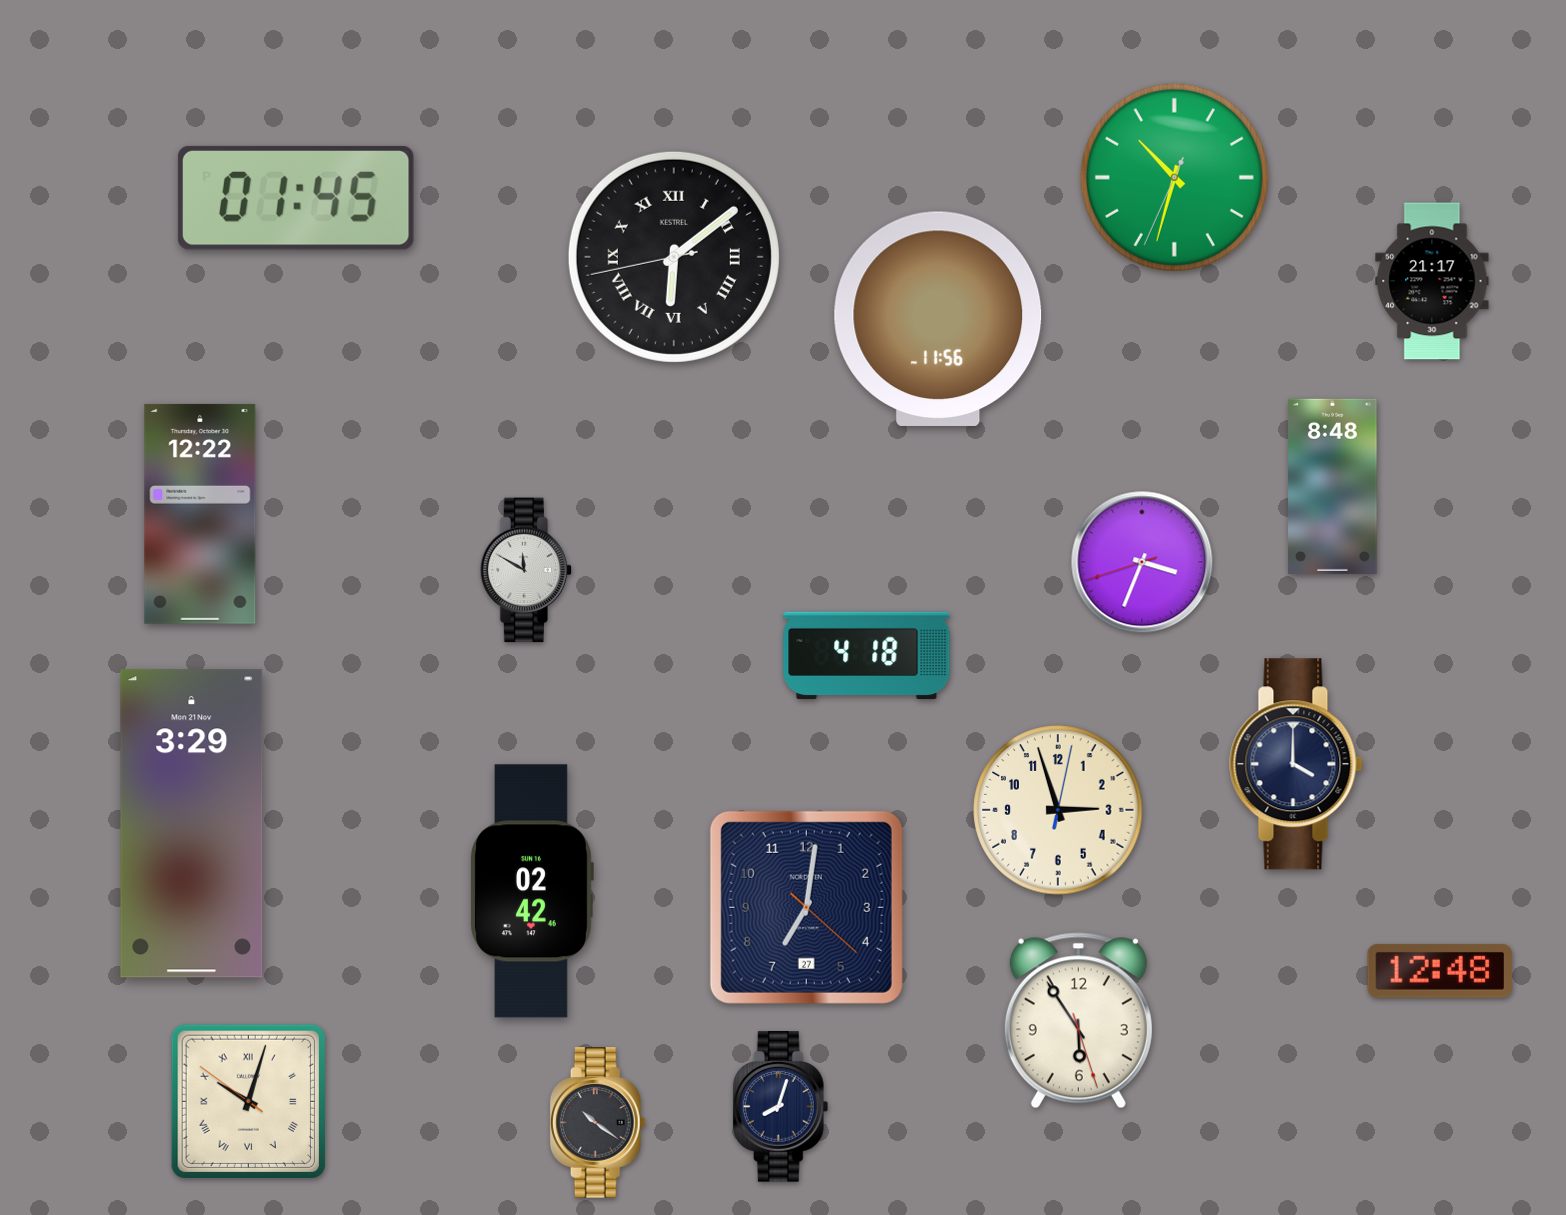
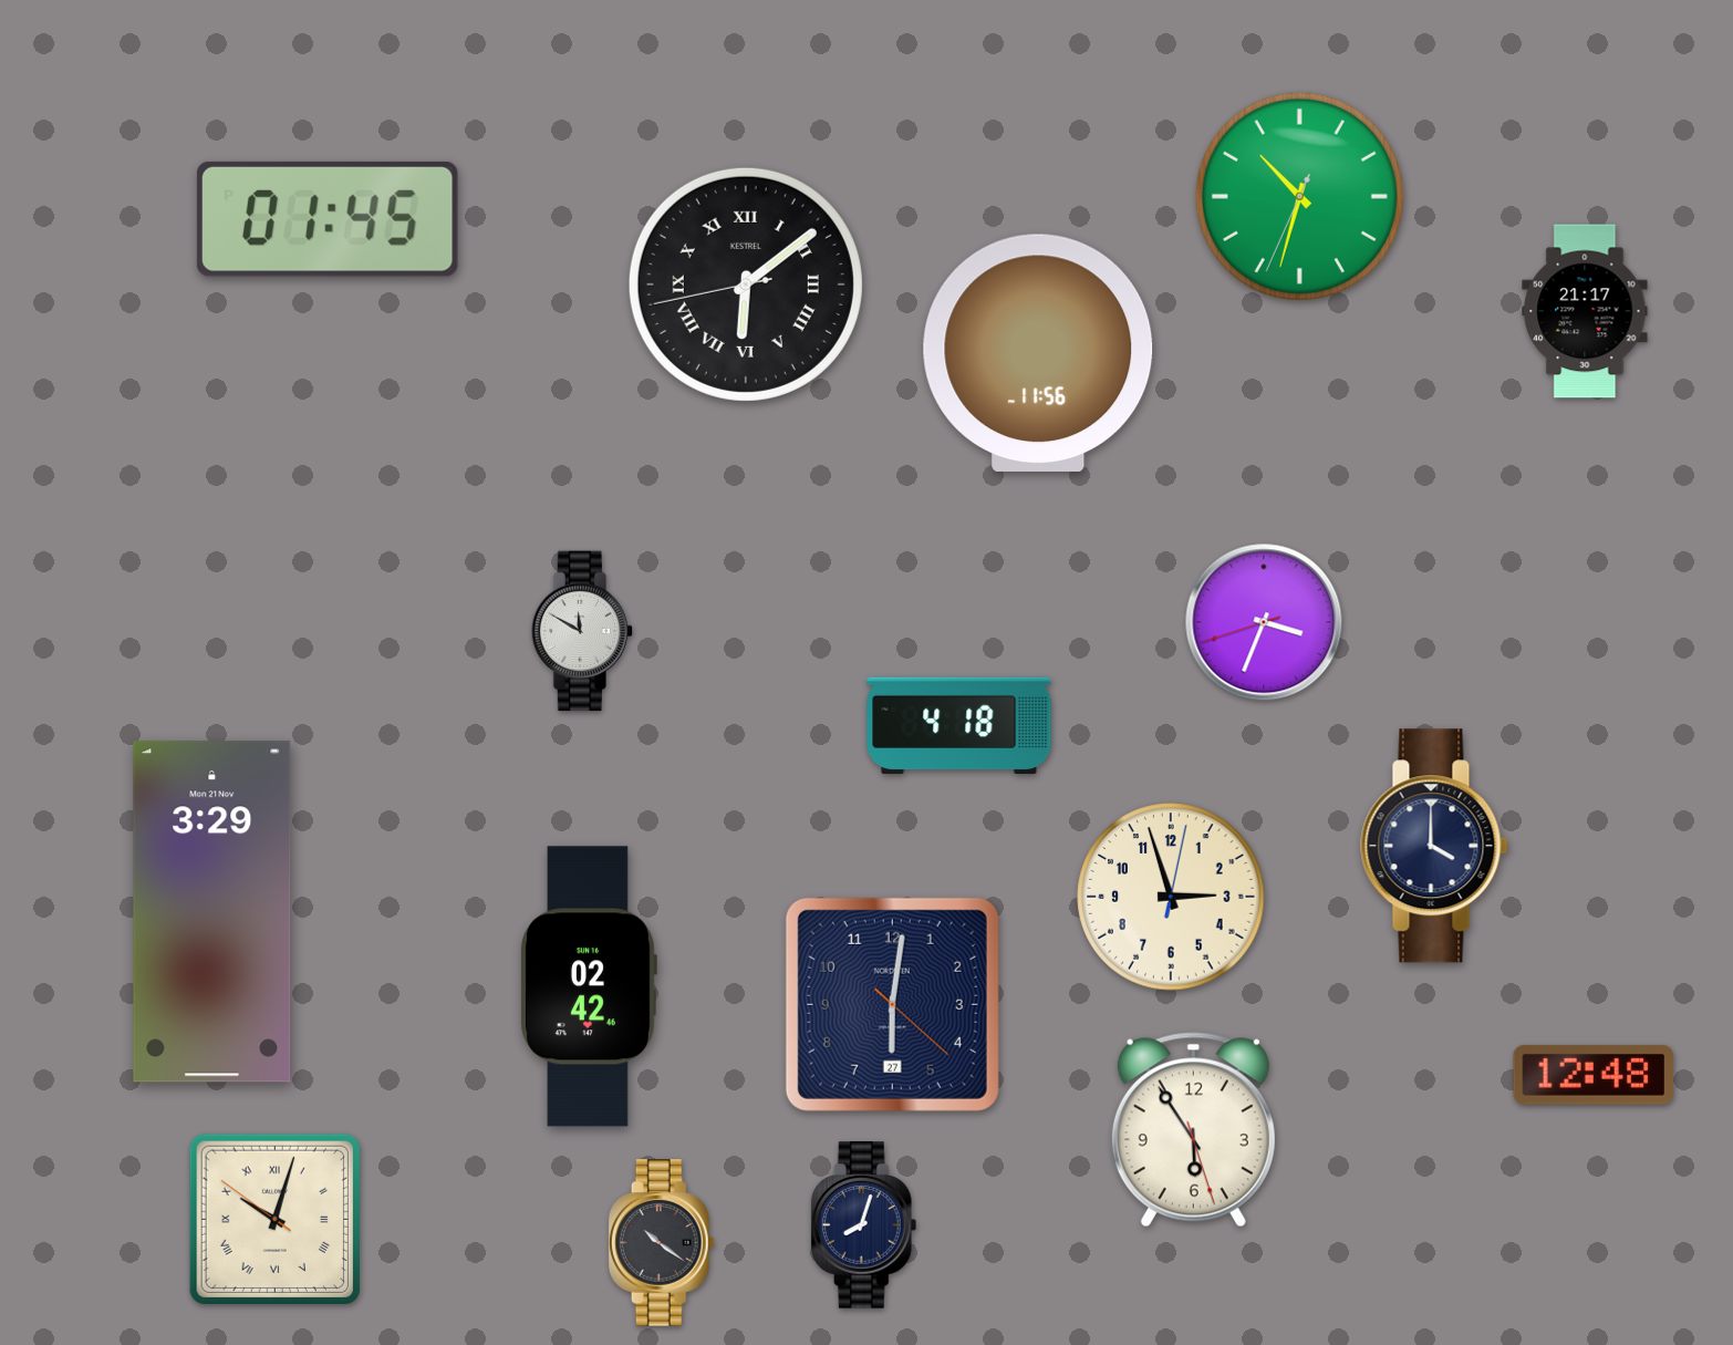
clock at (1333, 486): 8:48 -> none
clock at (200, 514): 12:22 -> none
clock at (806, 907): 7:01 -> 6:01
